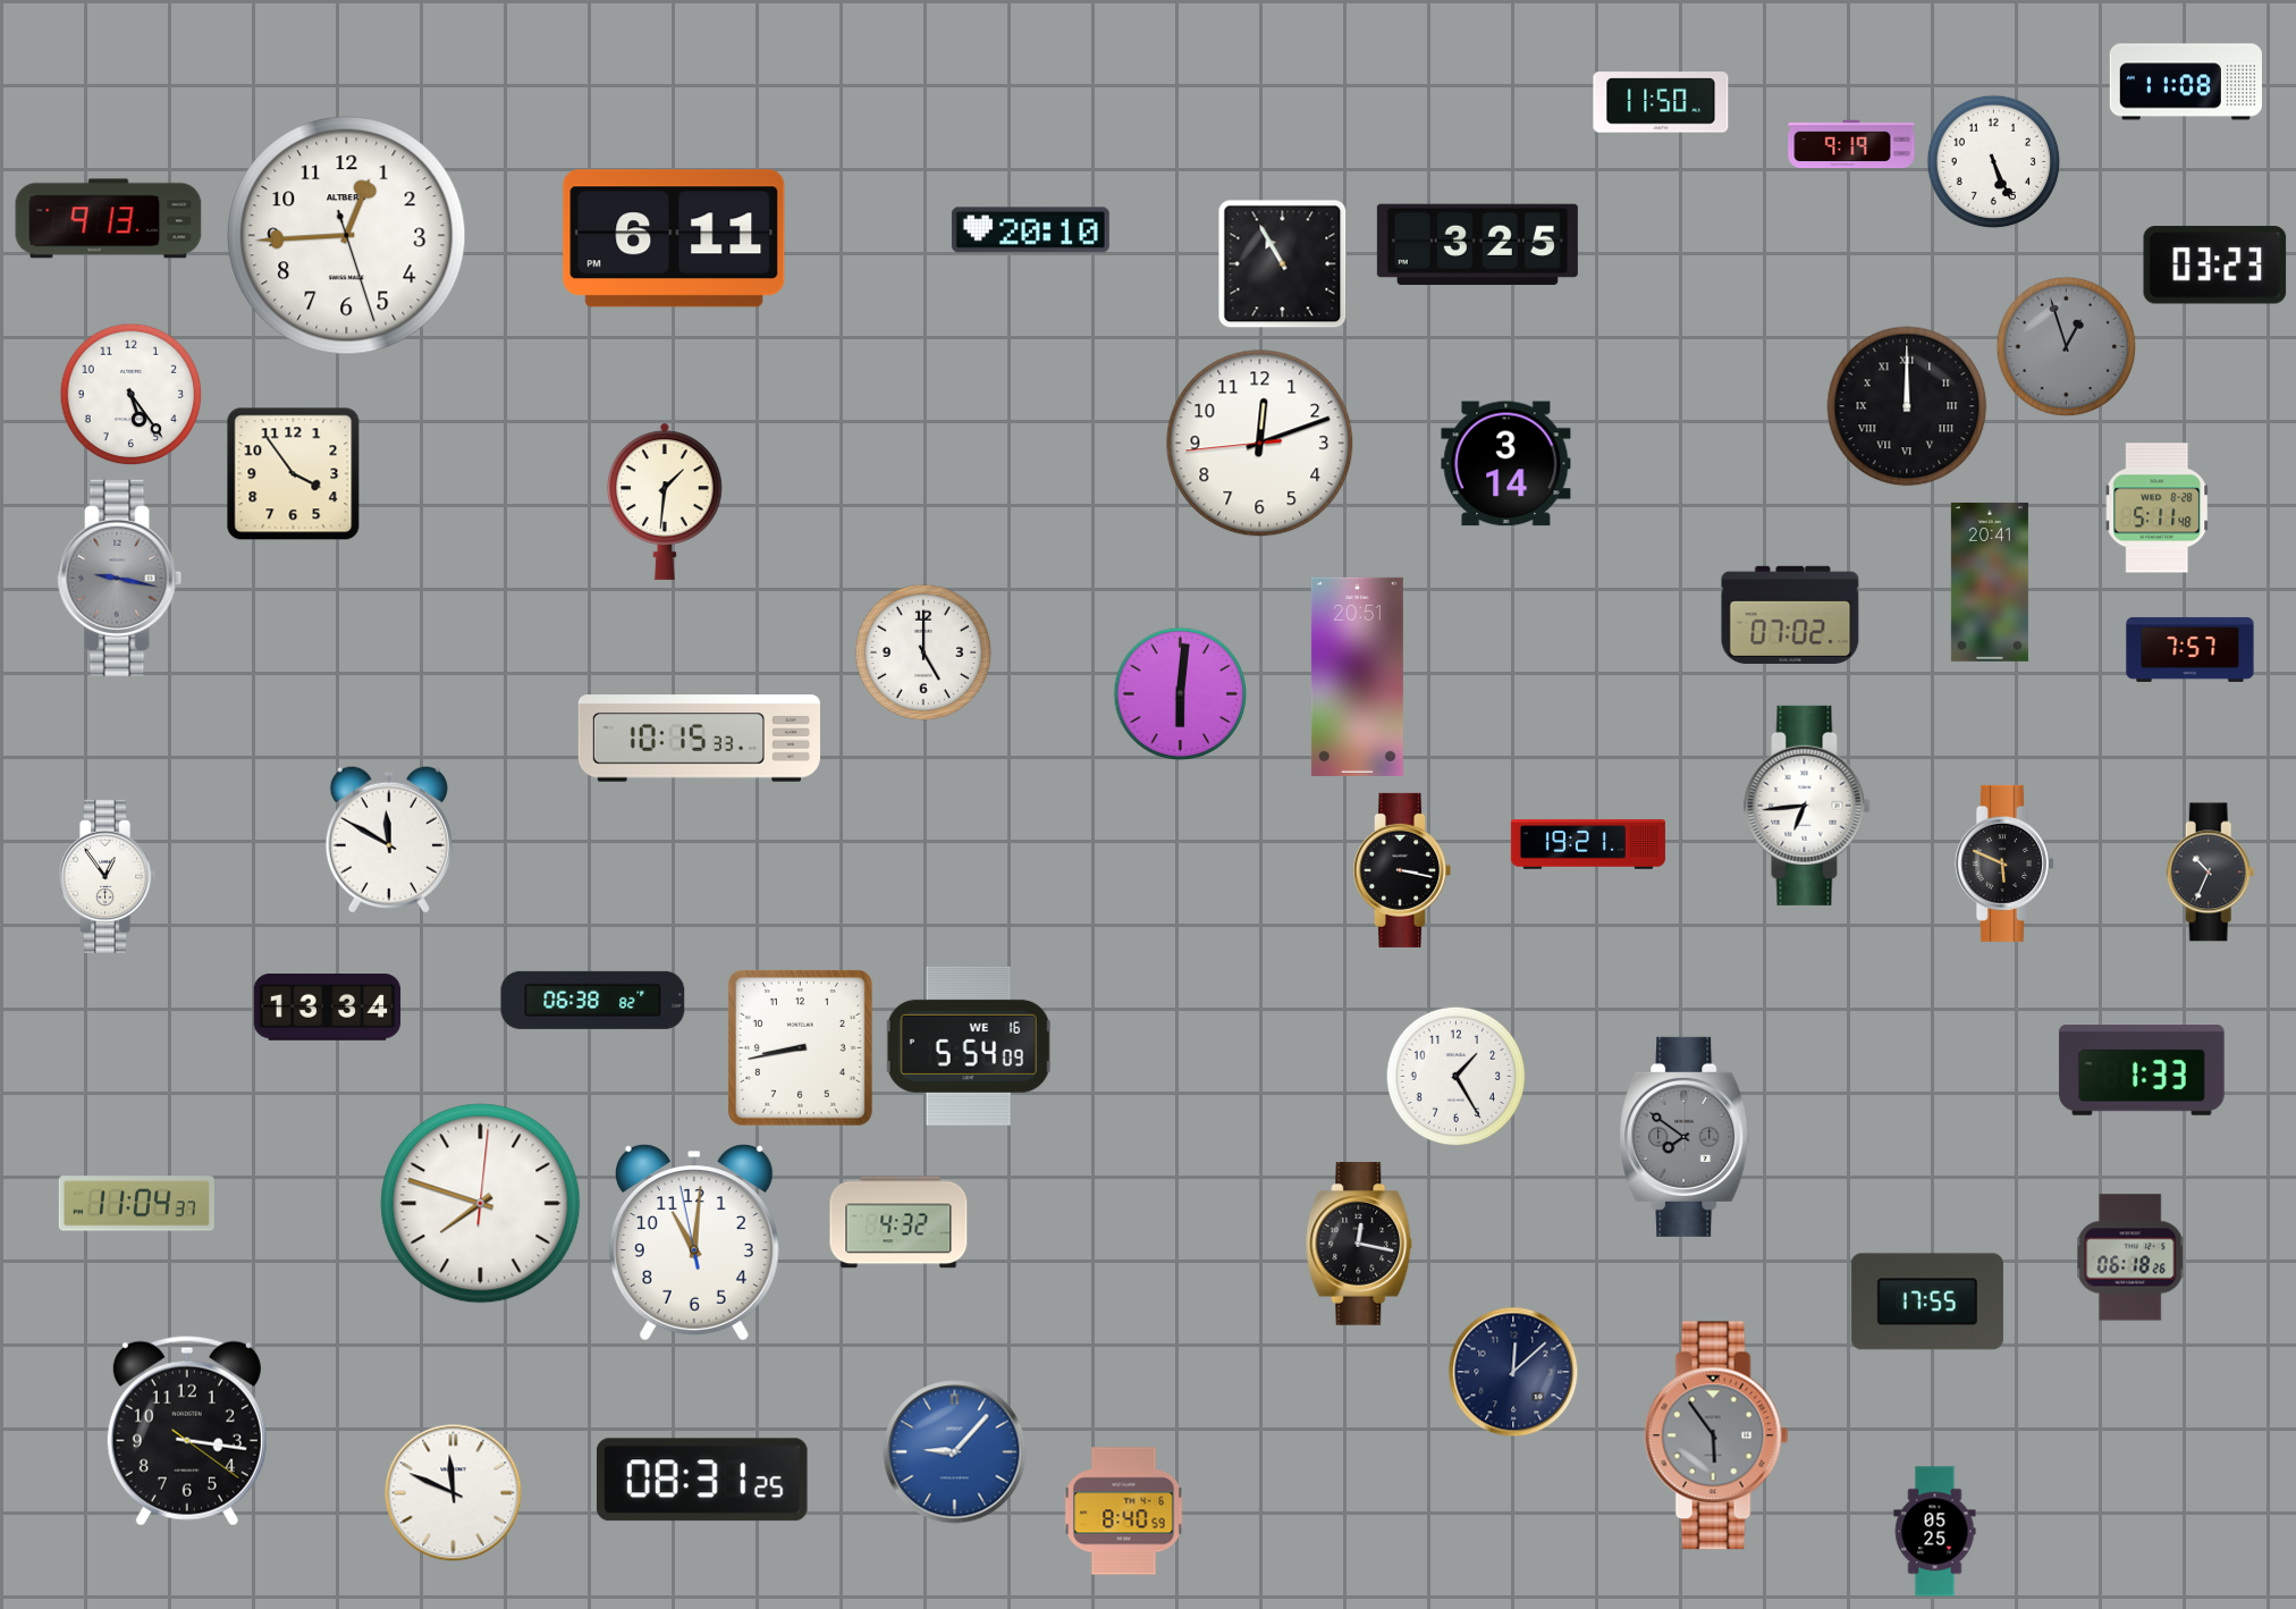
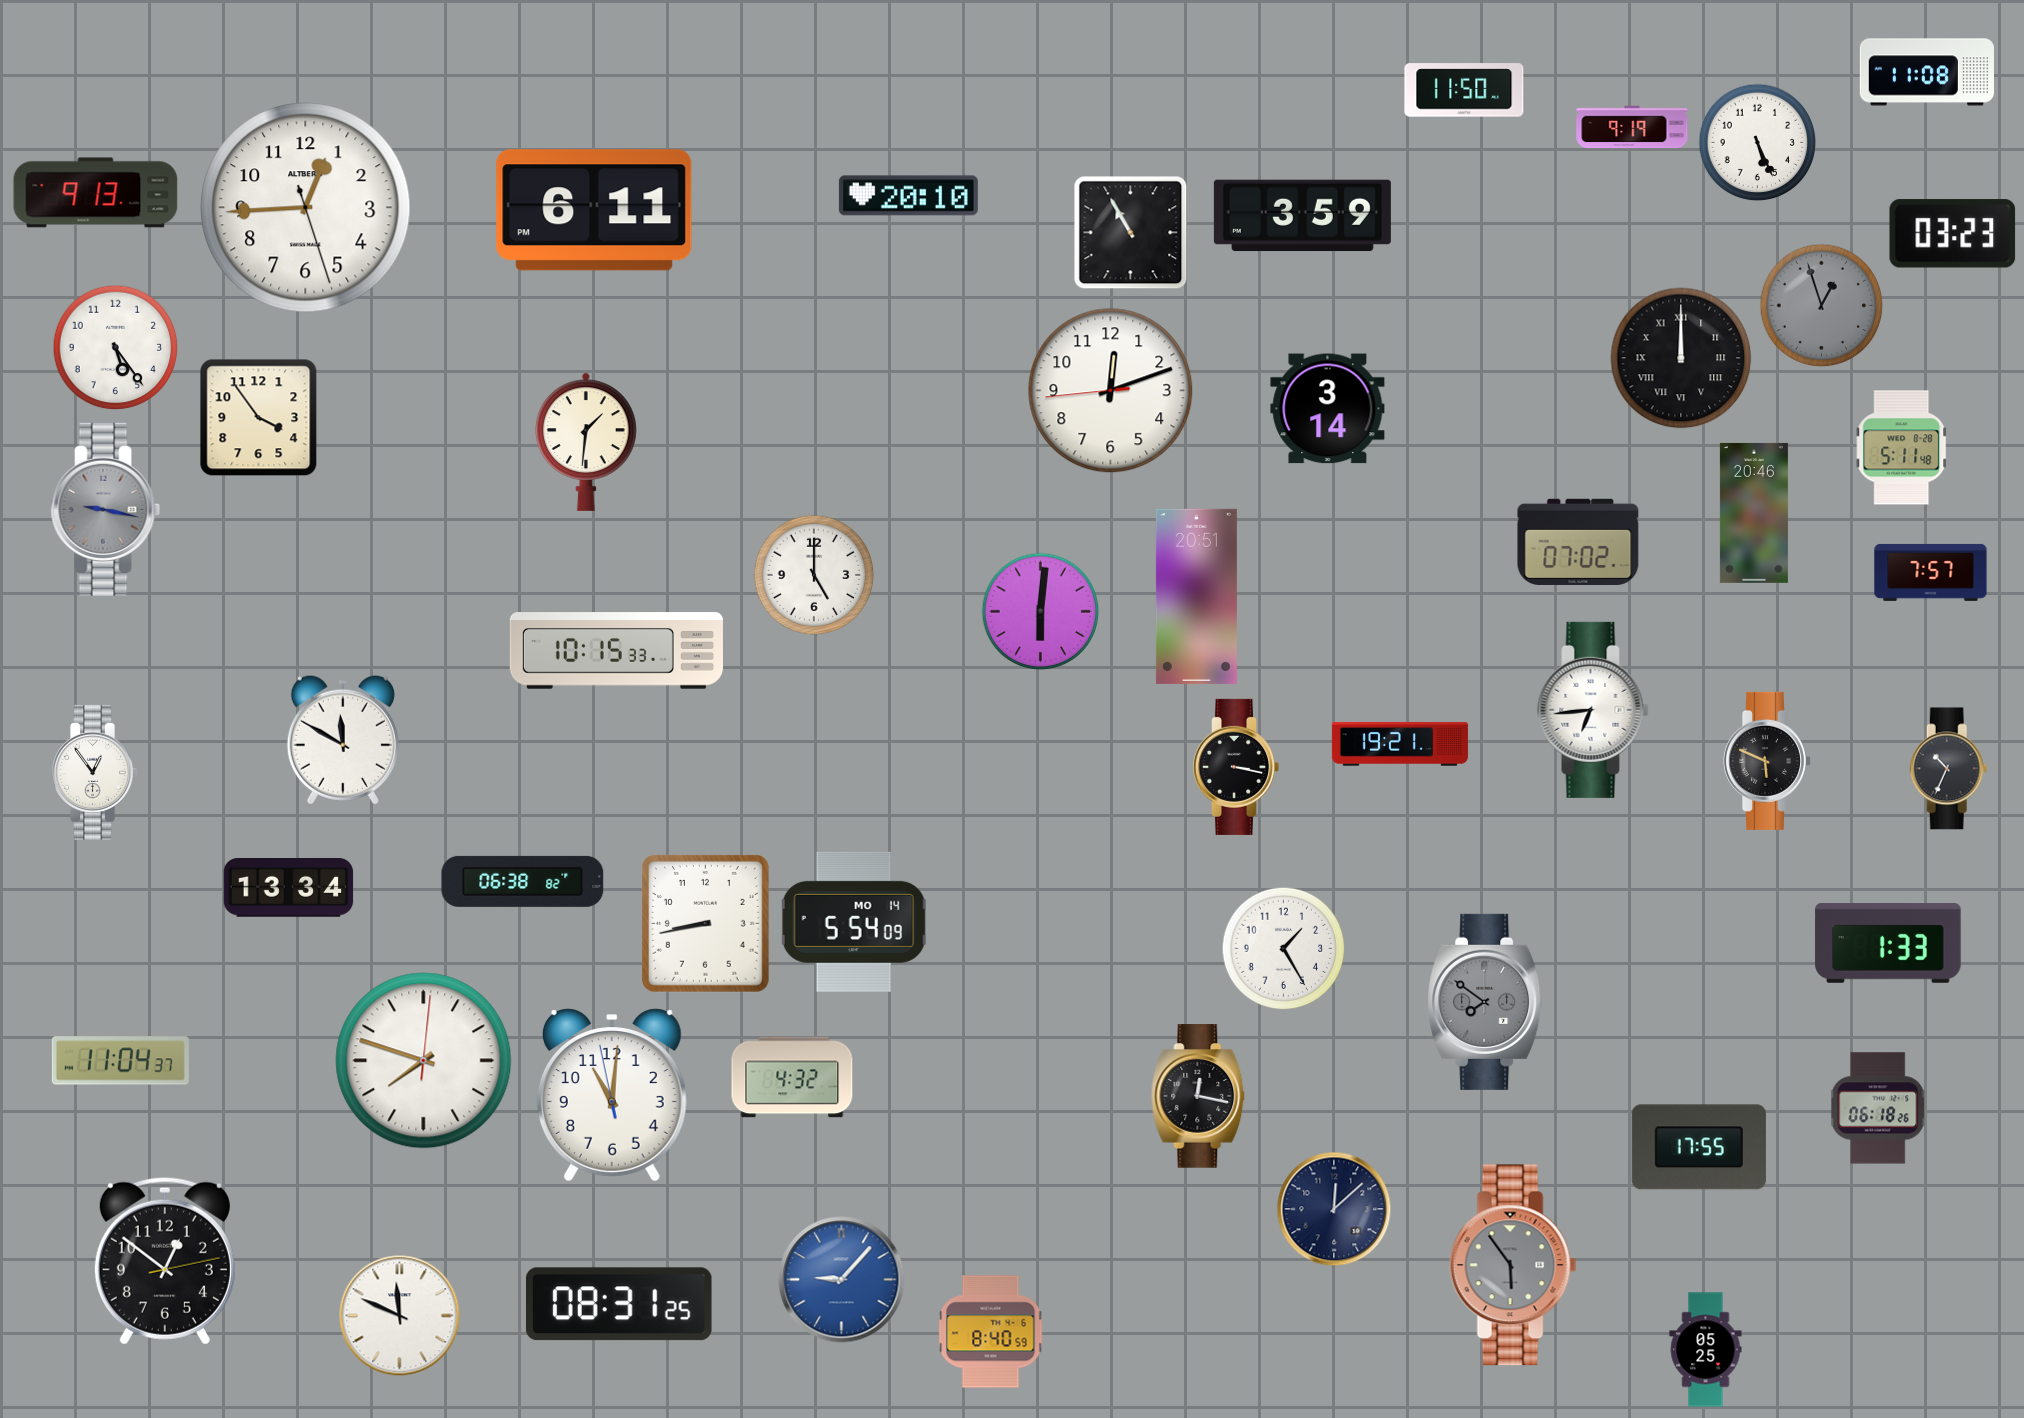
clock at (1030, 230) position: (1030, 230) -> (908, 196)
clock at (1477, 245): 3:25 -> 3:59
clock at (1990, 582): 20:41 -> 20:46
clock at (969, 1046) date: WE 16 -> MO 14
clock at (187, 1431): 3:16 -> 12:51
